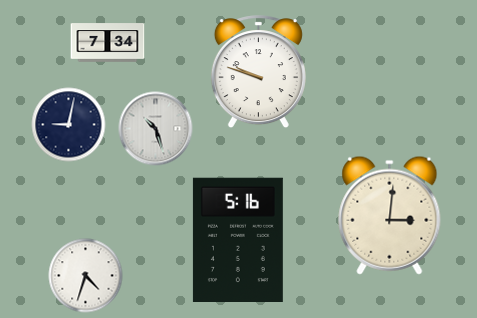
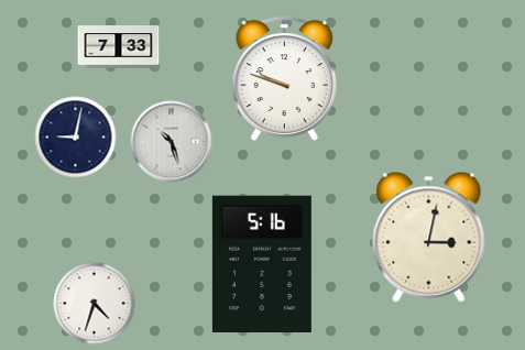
clock at (108, 43): 7:34 -> 7:33
clock at (390, 215): 3:01 -> 3:02
